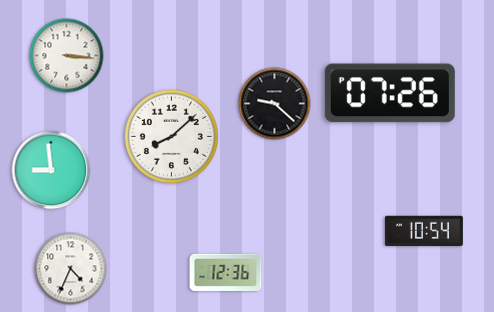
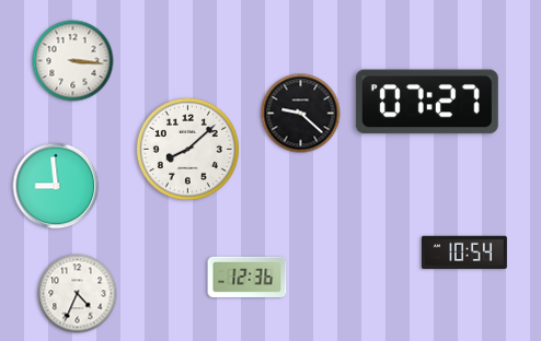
clock at (390, 93): 07:26 -> 07:27
clock at (226, 272) position: (226, 272) -> (248, 277)
